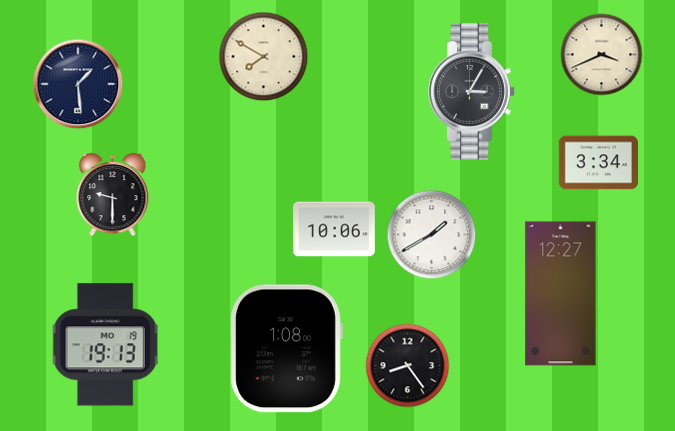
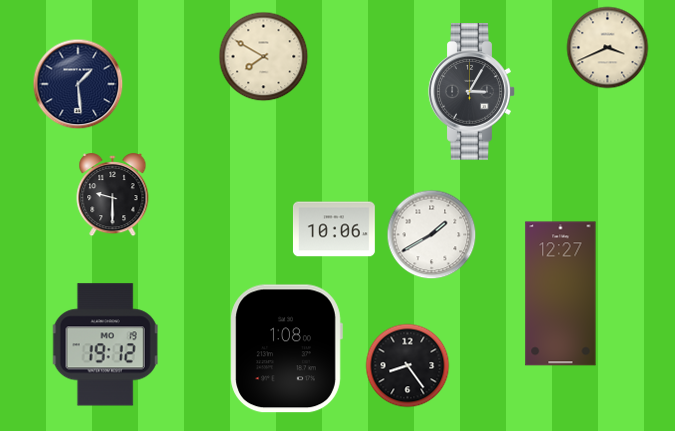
clock at (602, 55) position: (602, 55) -> (608, 48)
clock at (598, 163): 3:34 -> none
clock at (105, 345): 19:13 -> 19:12
